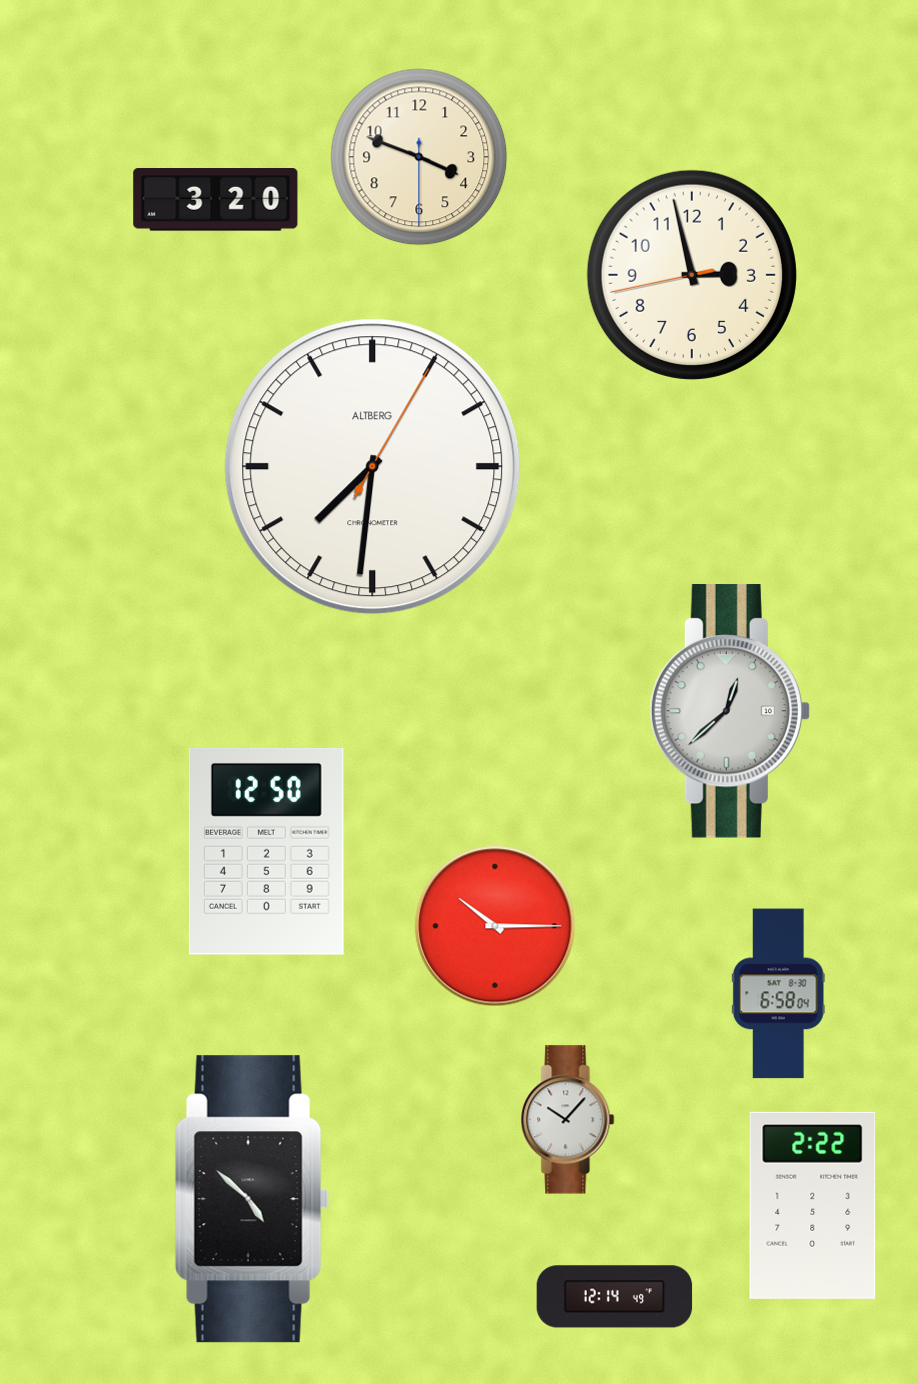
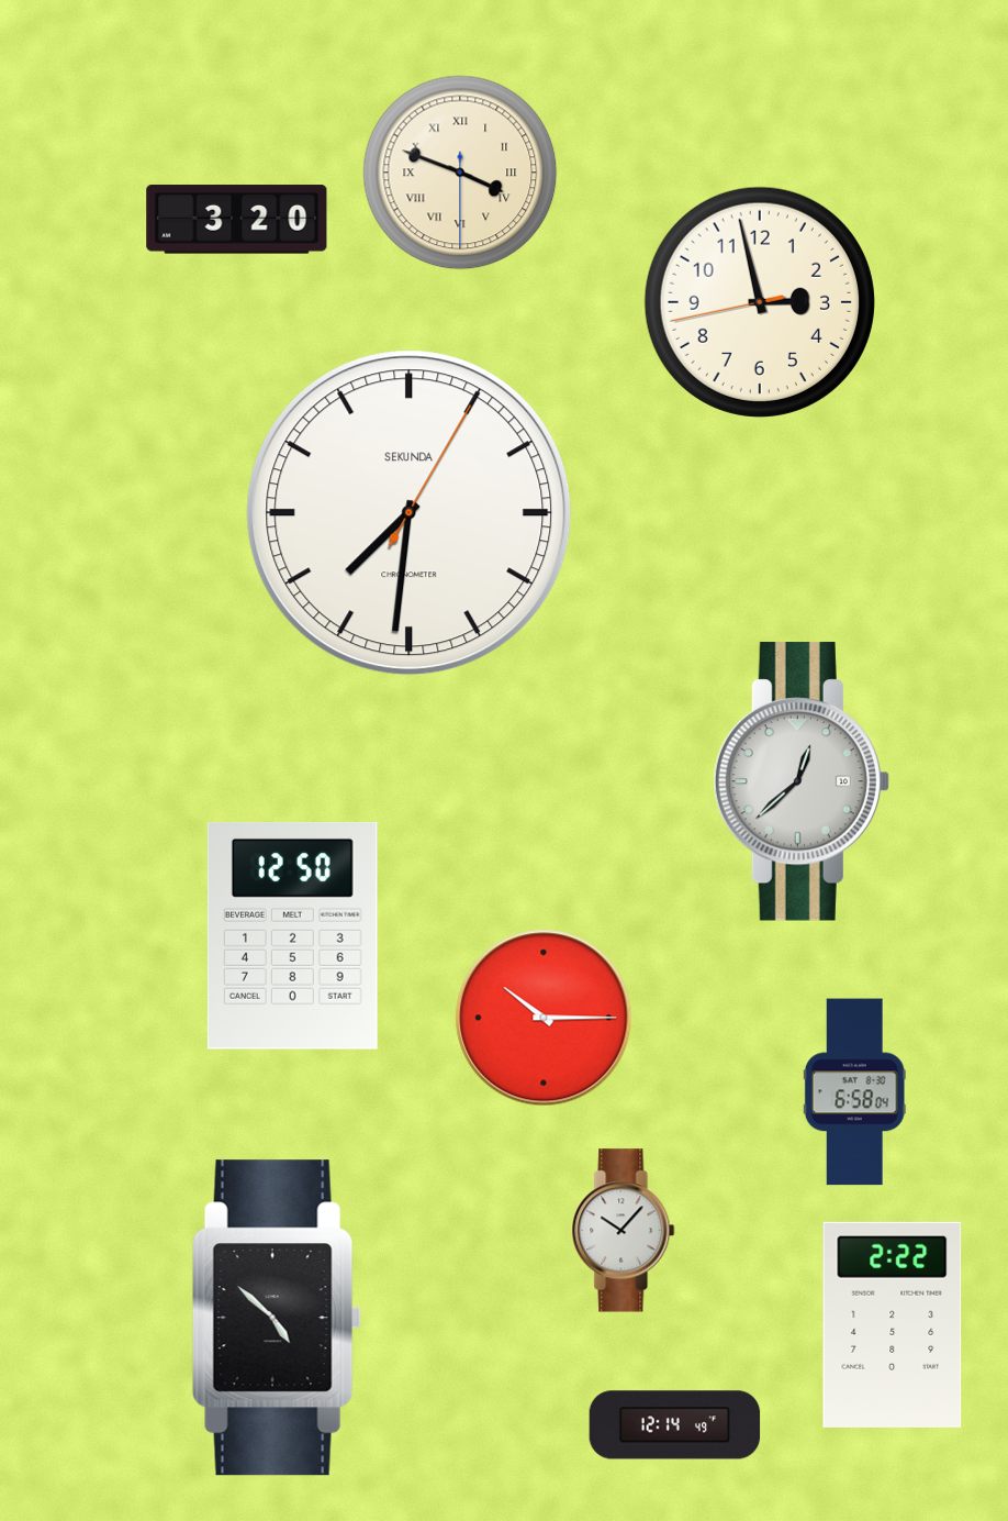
clock at (419, 157) numerals: Arabic -> Roman
clock at (373, 467) brand: ALTBERG -> SEKUNDA
